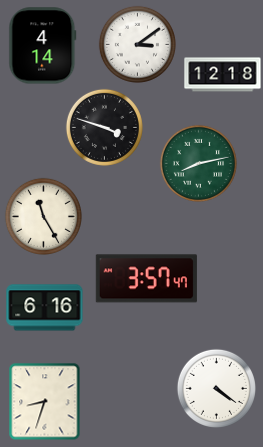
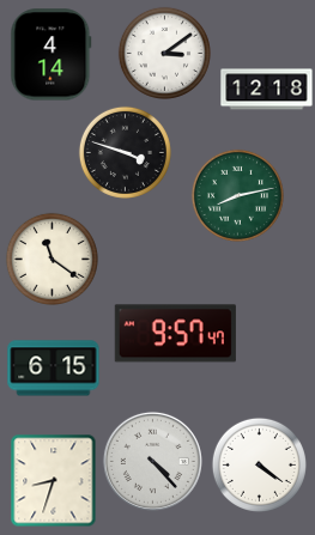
clock at (43, 216): 11:25 -> 11:21
clock at (146, 279): 3:57 -> 9:57
clock at (45, 308): 6:16 -> 6:15
clock at (152, 461): none -> 4:23
